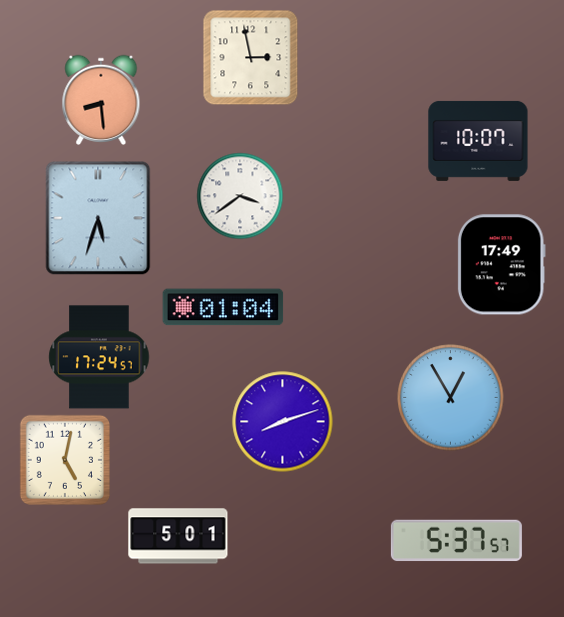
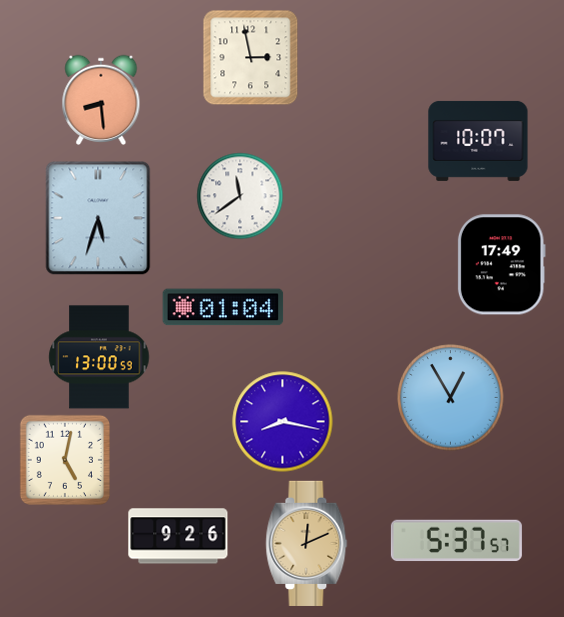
clock at (240, 196): 3:39 -> 11:39
clock at (99, 357): 17:24 -> 13:00
clock at (283, 422): 8:12 -> 8:17
clock at (178, 536): 5:01 -> 9:26
clock at (307, 543): none -> 12:11
